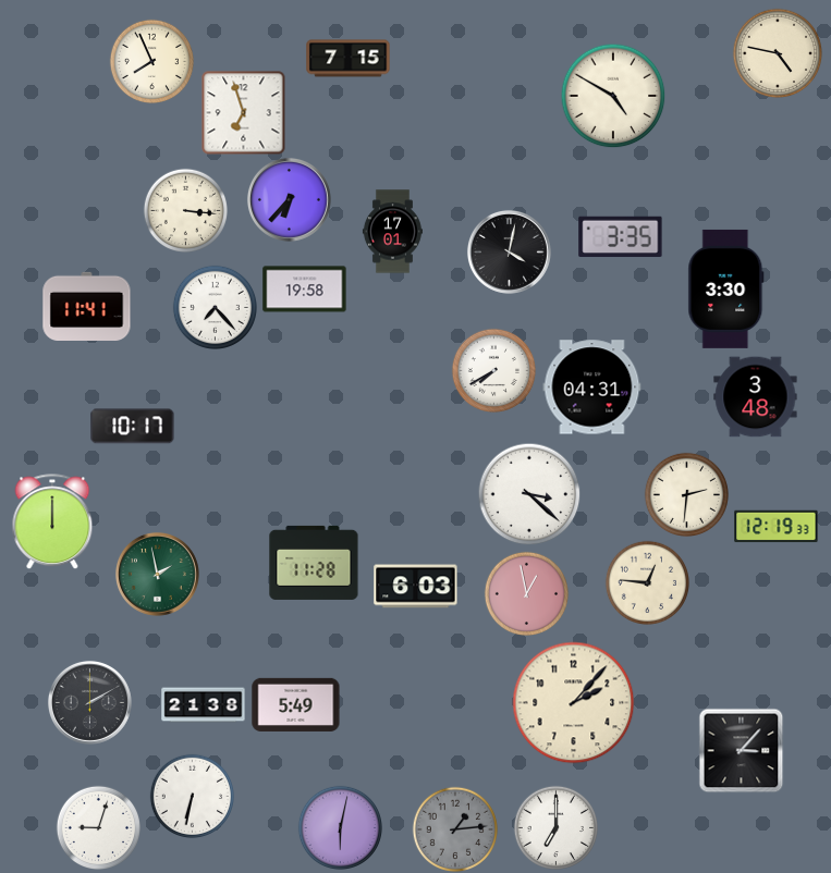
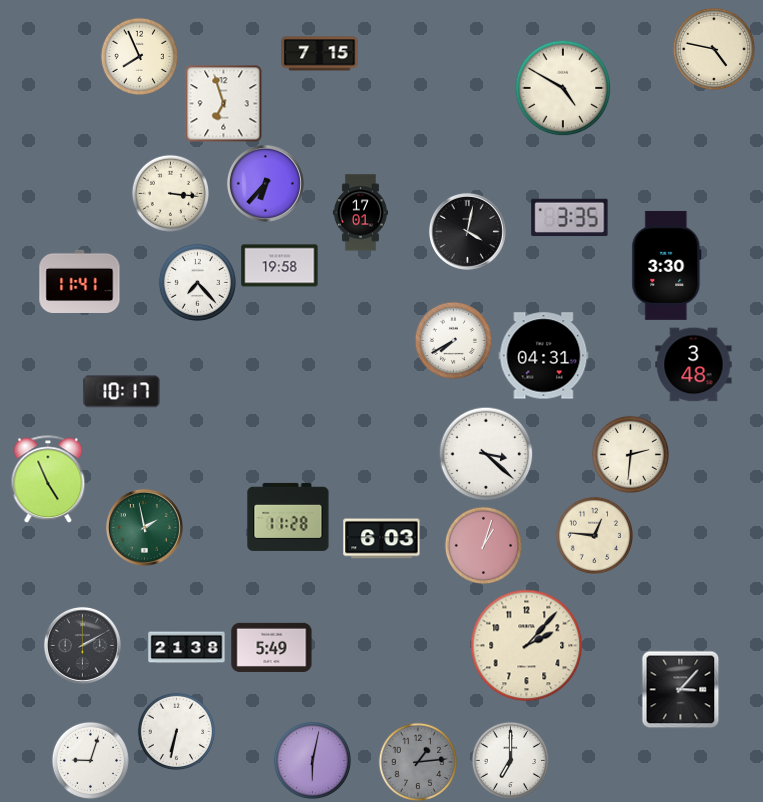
clock at (52, 521): 12:00 -> 4:56
clock at (777, 527): 12:19 -> none
clock at (526, 593): 12:58 -> 1:03
